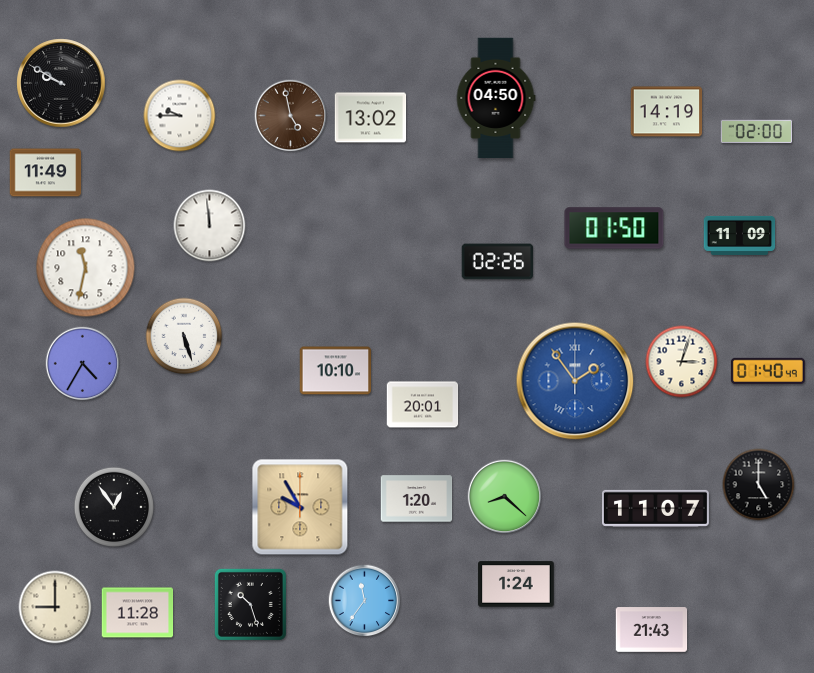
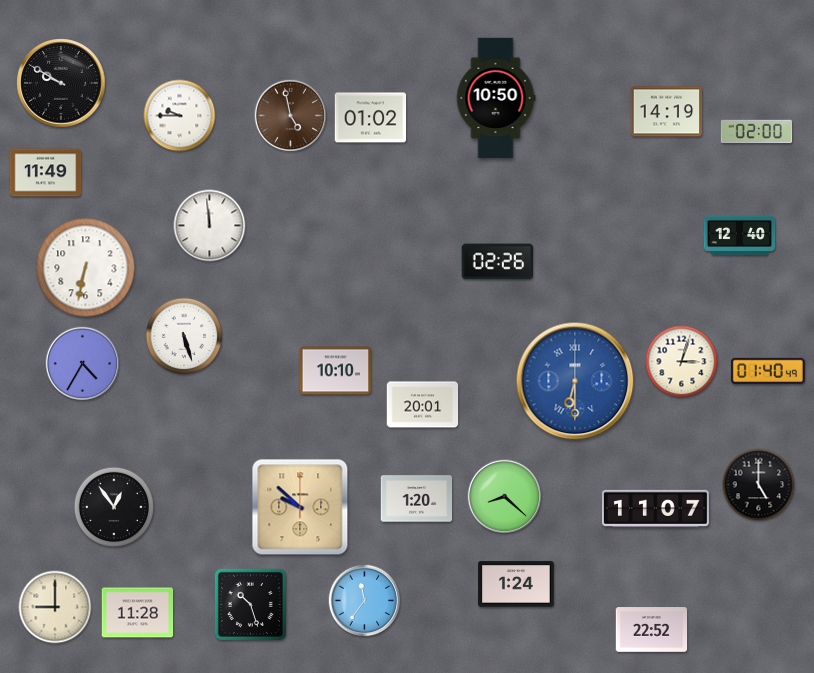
clock at (496, 98): 04:50 -> 10:50
clock at (371, 118): 13:02 -> 01:02
clock at (614, 228): 01:50 -> none
clock at (740, 235): 11:09 -> 12:40
clock at (86, 268): 11:32 -> 6:32
clock at (575, 381): 1:54 -> 6:30
clock at (300, 507): 9:55 -> 9:52
clock at (652, 630): 21:43 -> 22:52
